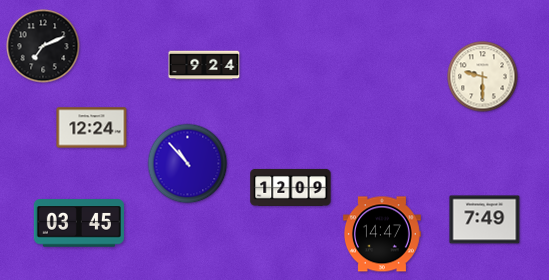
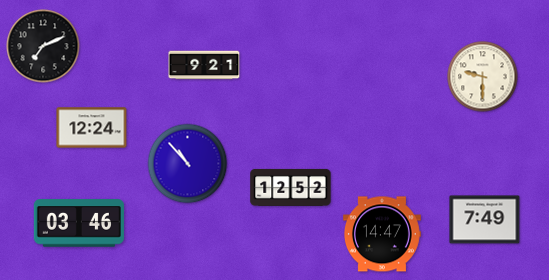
clock at (204, 65): 9:24 -> 9:21
clock at (291, 187): 12:09 -> 12:52
clock at (79, 223): 03:45 -> 03:46
